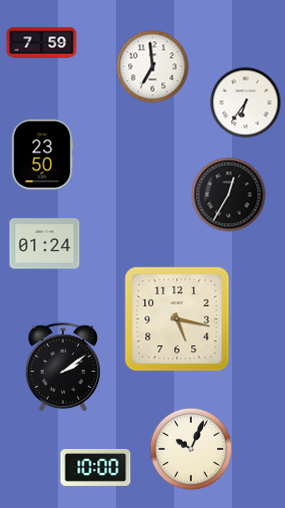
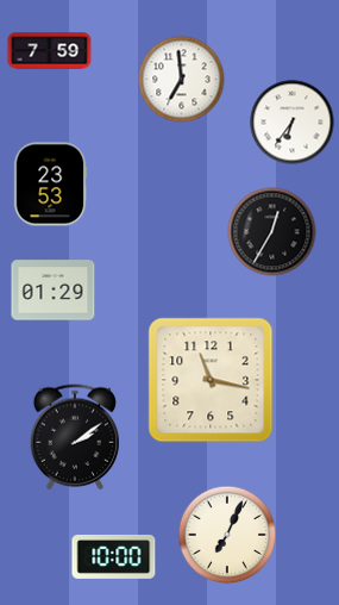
clock at (42, 155): 23:50 -> 23:53
clock at (45, 244): 01:24 -> 01:29
clock at (177, 319): 5:17 -> 11:17
clock at (191, 449): 10:04 -> 7:04
